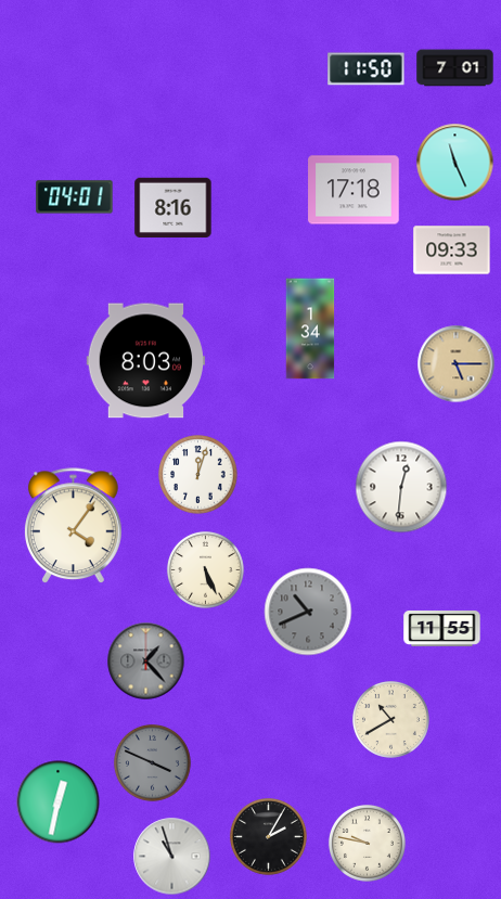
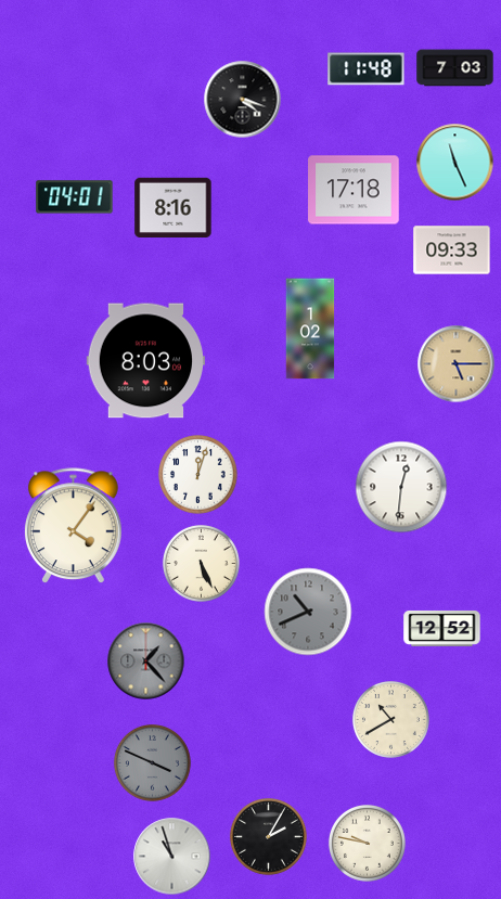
clock at (455, 68): 7:01 -> 7:03
clock at (367, 69): 11:50 -> 11:48
clock at (243, 100): none -> 4:18
clock at (310, 329): 1:34 -> 1:02
clock at (206, 570) position: (206, 570) -> (202, 564)
clock at (442, 628): 11:55 -> 12:52
clock at (59, 802): 12:32 -> none
